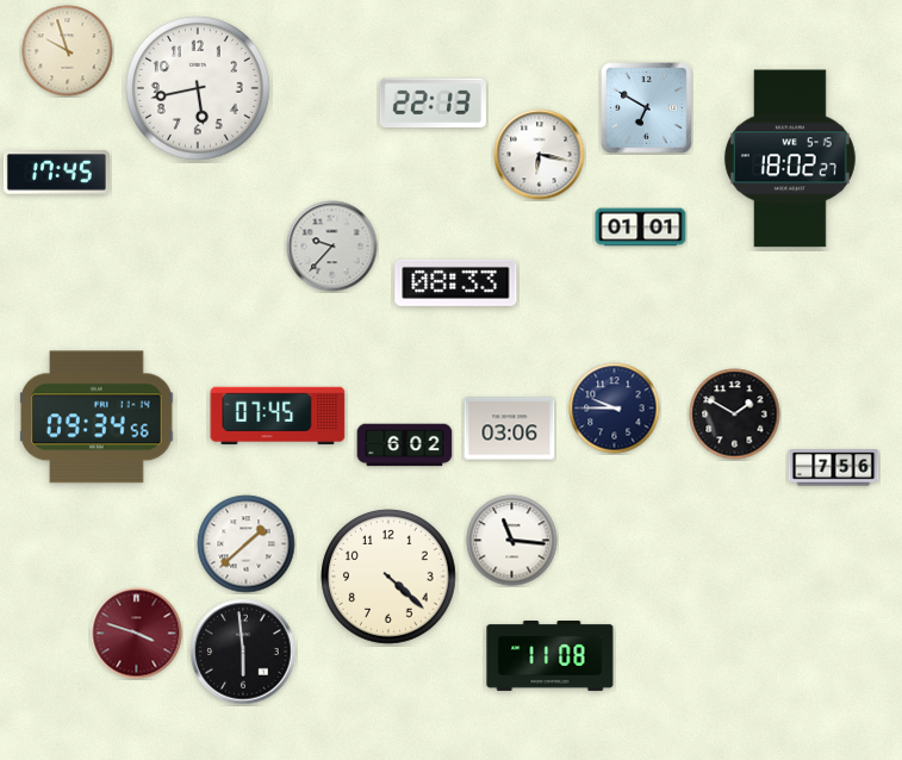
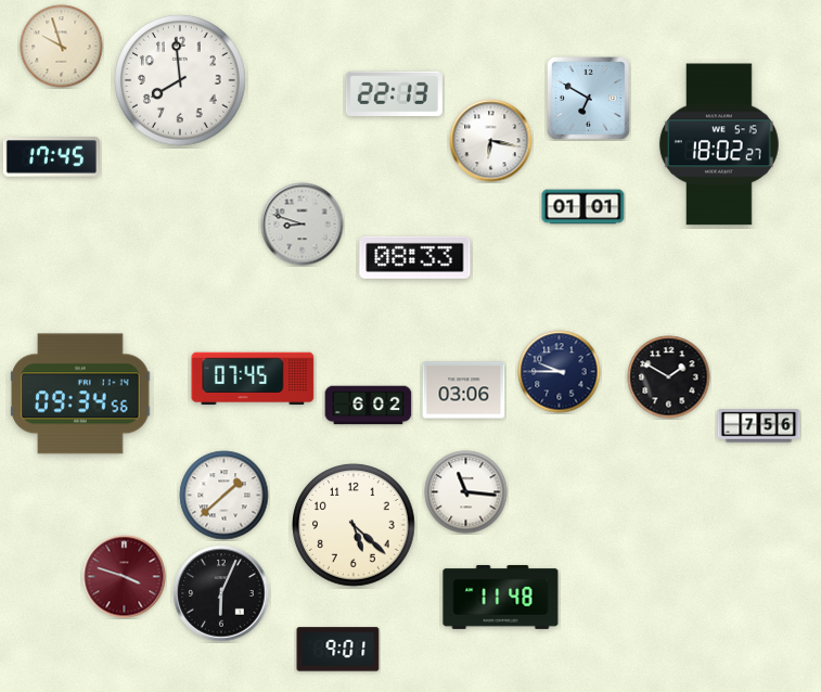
clock at (199, 89): 5:43 -> 7:59
clock at (332, 247): 9:37 -> 8:48
clock at (97, 417) position: (97, 417) -> (80, 394)
clock at (388, 577): 4:22 -> 5:22
clock at (243, 652): 5:59 -> 6:04
clock at (550, 655): 11:08 -> 11:48
clock at (338, 650): none -> 9:01
